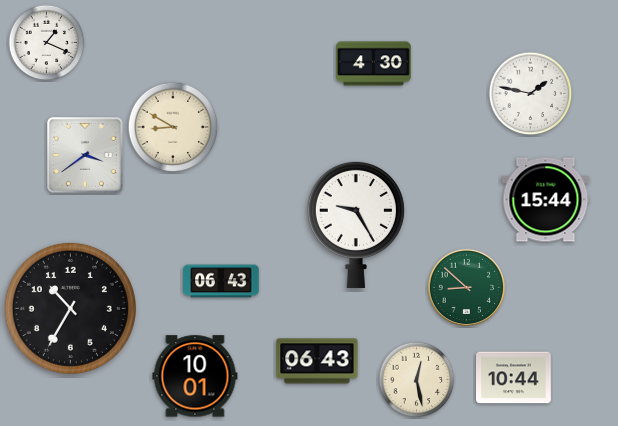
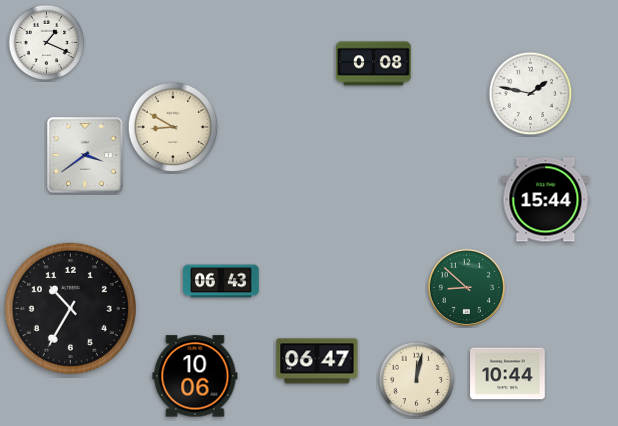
clock at (374, 64): 4:30 -> 0:08
clock at (356, 224): 9:25 -> none
clock at (317, 361): 06:43 -> 06:47
clock at (195, 376): 10:01 -> 10:06
clock at (514, 378) position: (514, 378) -> (508, 374)
clock at (417, 380): 12:28 -> 12:02
